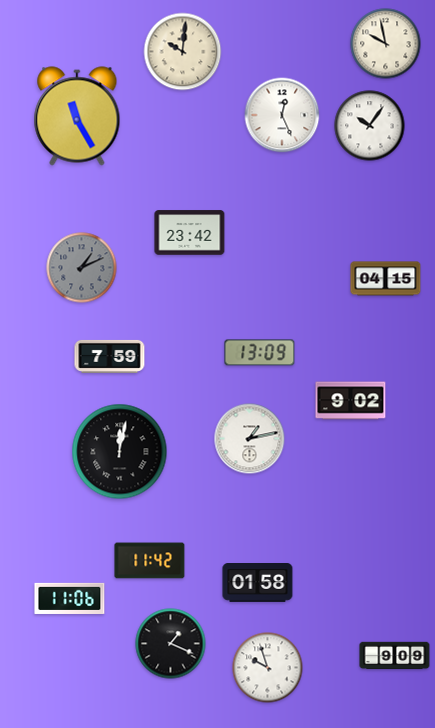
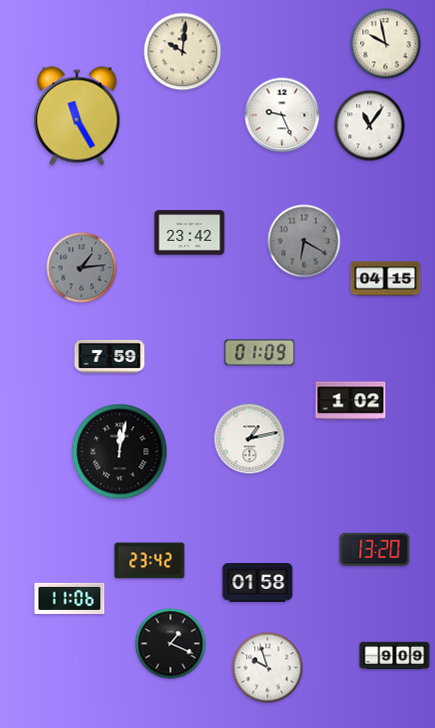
clock at (282, 115): 12:26 -> 9:26
clock at (370, 126): 10:06 -> 11:06
clock at (304, 241): none -> 6:20
clock at (82, 268): 1:11 -> 1:14
clock at (260, 353): 13:09 -> 01:09
clock at (351, 401): 9:02 -> 1:02
clock at (375, 549): none -> 13:20
clock at (150, 561): 11:42 -> 23:42
